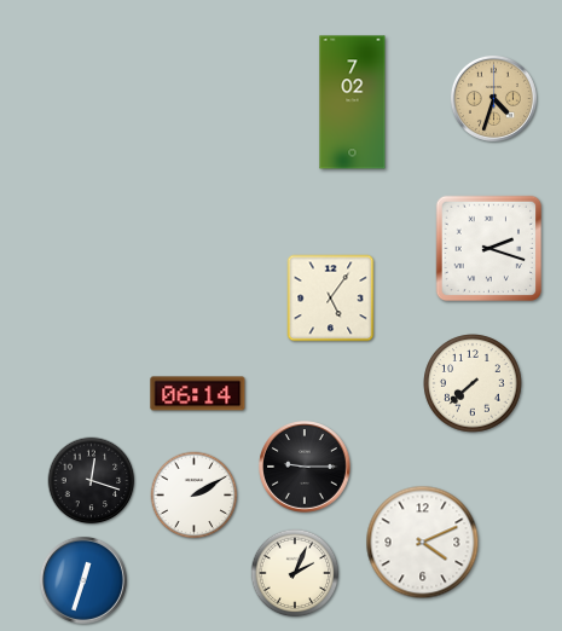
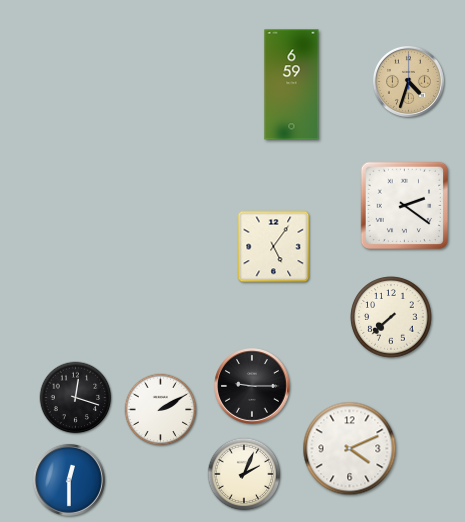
clock at (353, 103): 7:02 -> 6:59
clock at (489, 249): 2:18 -> 2:21
clock at (198, 394): 06:14 -> none
clock at (83, 580): 12:33 -> 12:30
